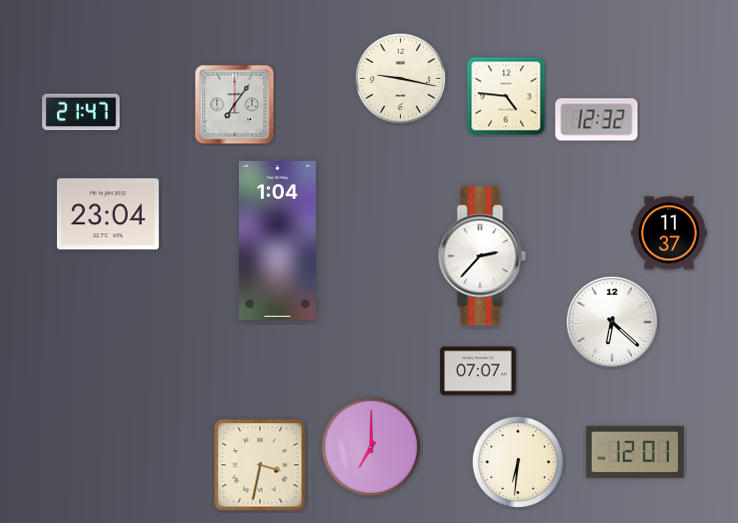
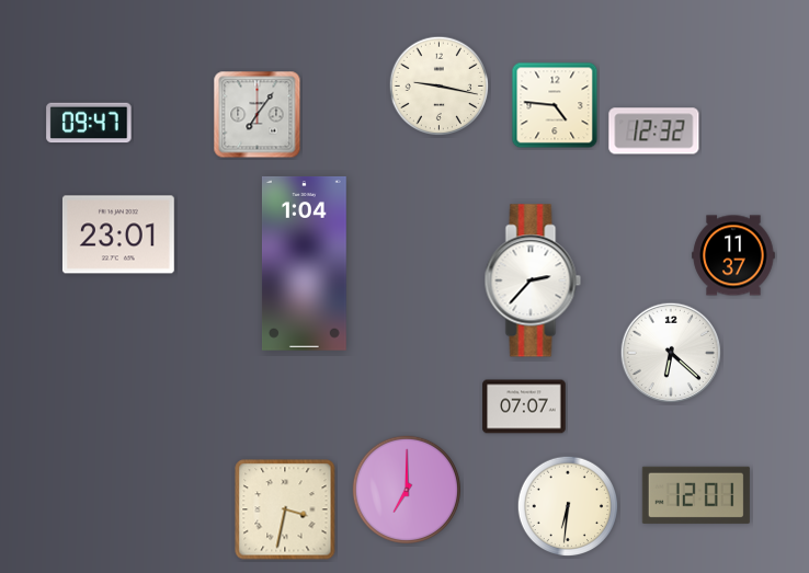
clock at (81, 112): 21:47 -> 09:47
clock at (108, 214): 23:04 -> 23:01
clock at (482, 256) position: (482, 256) -> (533, 280)
